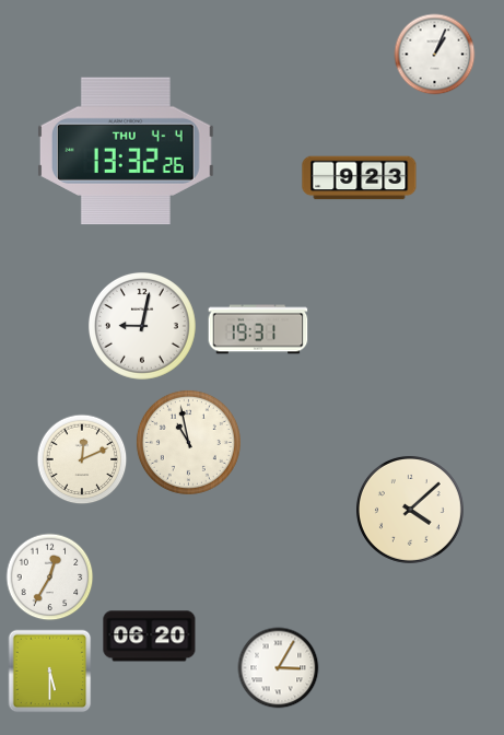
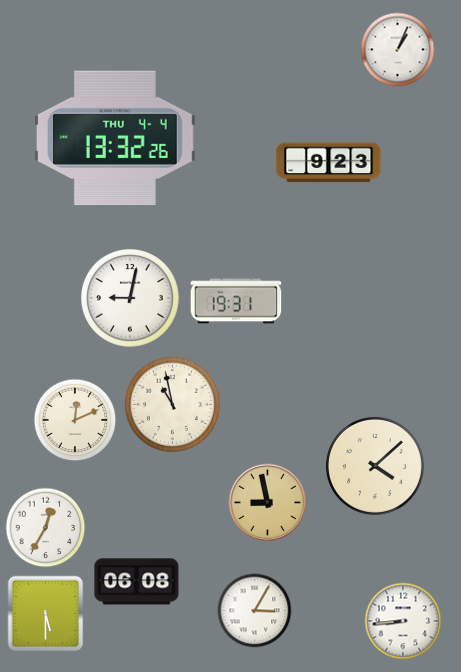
clock at (268, 503): none -> 8:58
clock at (150, 637): 06:20 -> 06:08
clock at (403, 621): none -> 8:44
